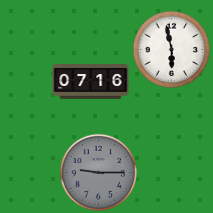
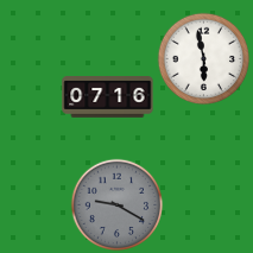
clock at (98, 172): 9:15 -> 9:20
